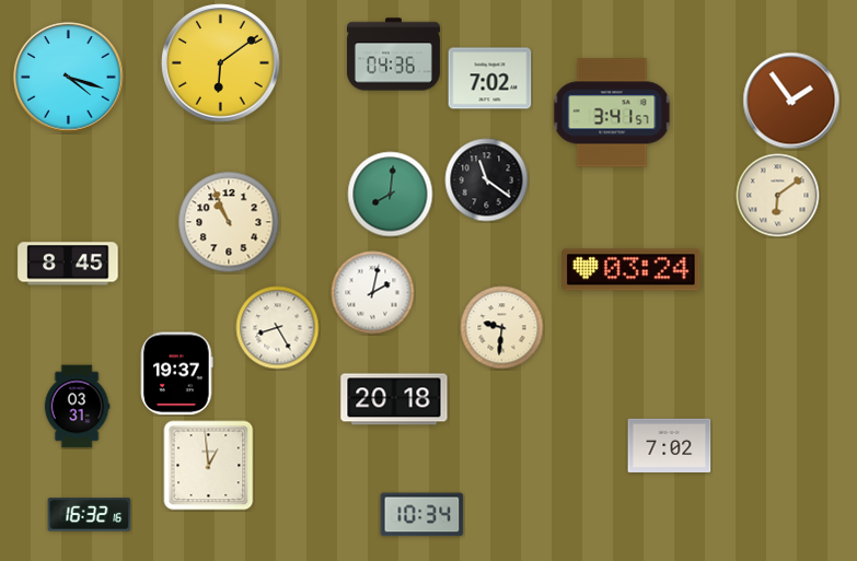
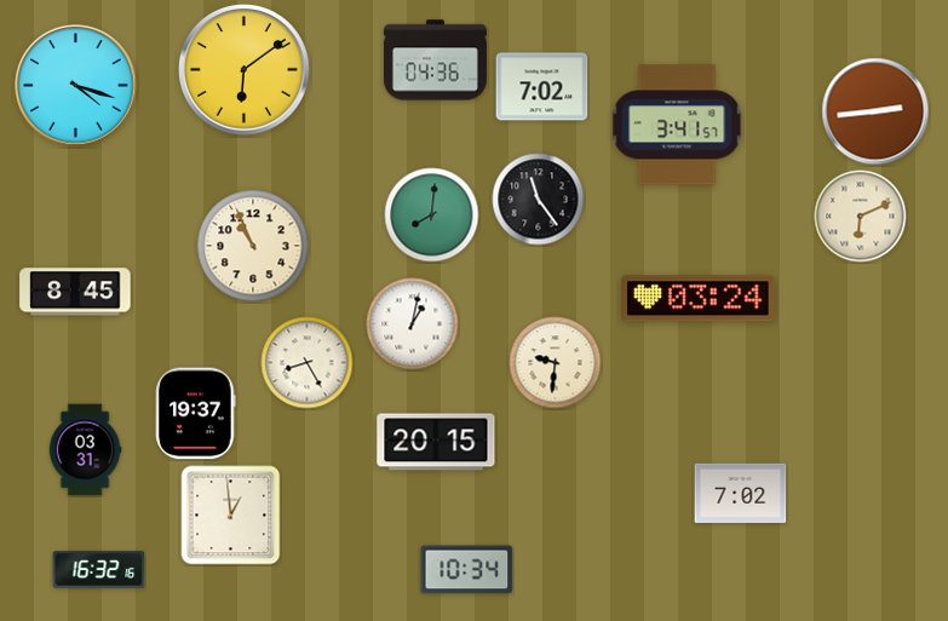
clock at (791, 101): 1:54 -> 2:44
clock at (487, 180): 11:21 -> 11:24
clock at (778, 196): 6:09 -> 6:11
clock at (373, 293): 2:02 -> 1:02
clock at (394, 399): 20:18 -> 20:15
